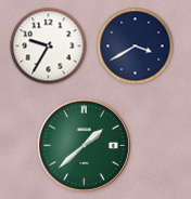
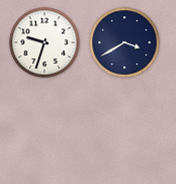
clock at (49, 47): 9:35 -> 9:33
clock at (84, 145): 1:38 -> none
